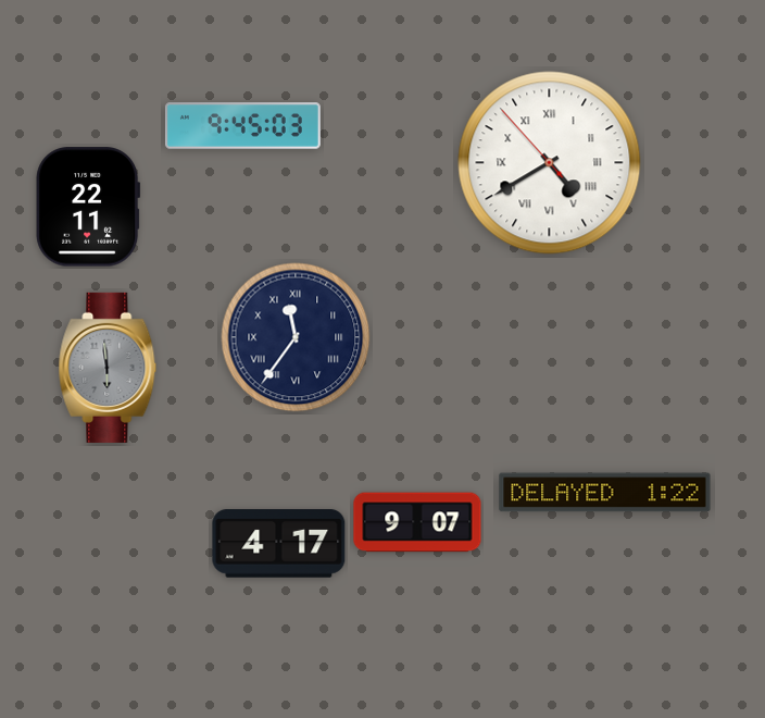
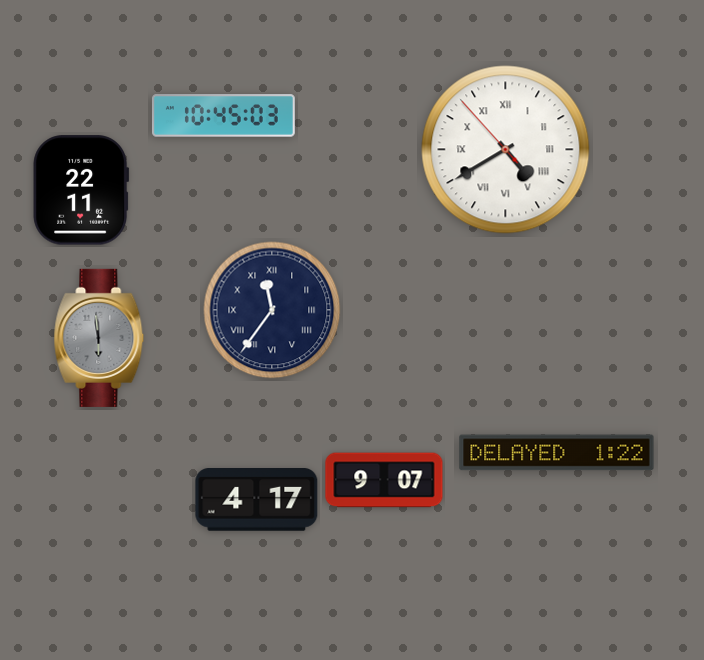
clock at (242, 126): 9:45 -> 10:45
